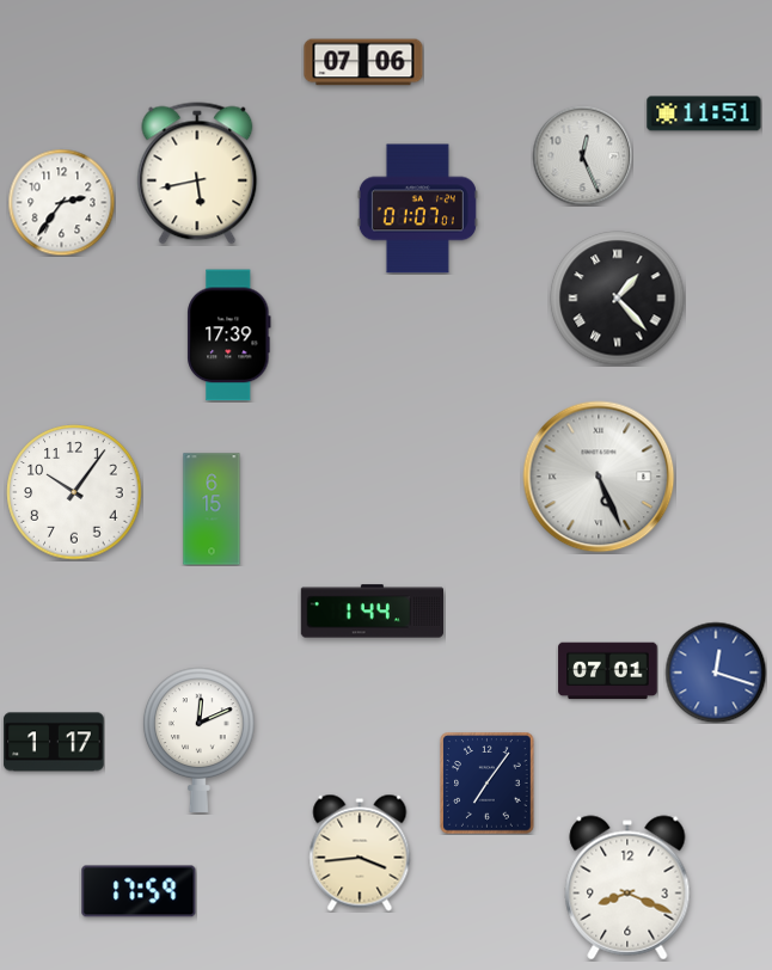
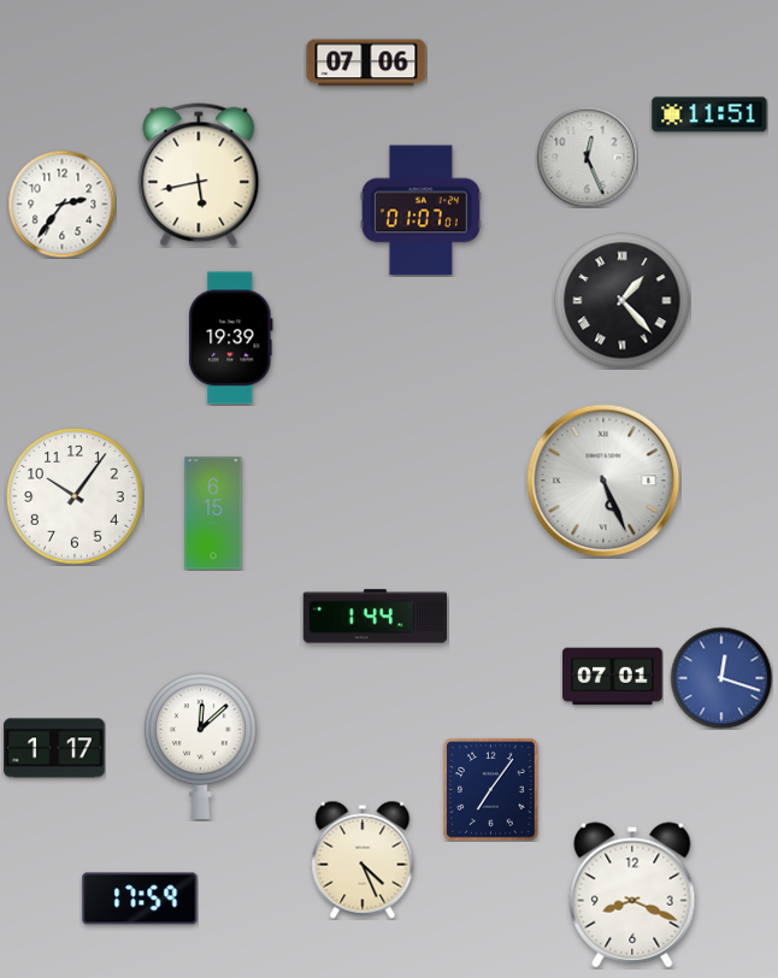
clock at (229, 336): 17:39 -> 19:39
clock at (200, 739): 12:11 -> 12:08
clock at (360, 853): 3:44 -> 4:26
